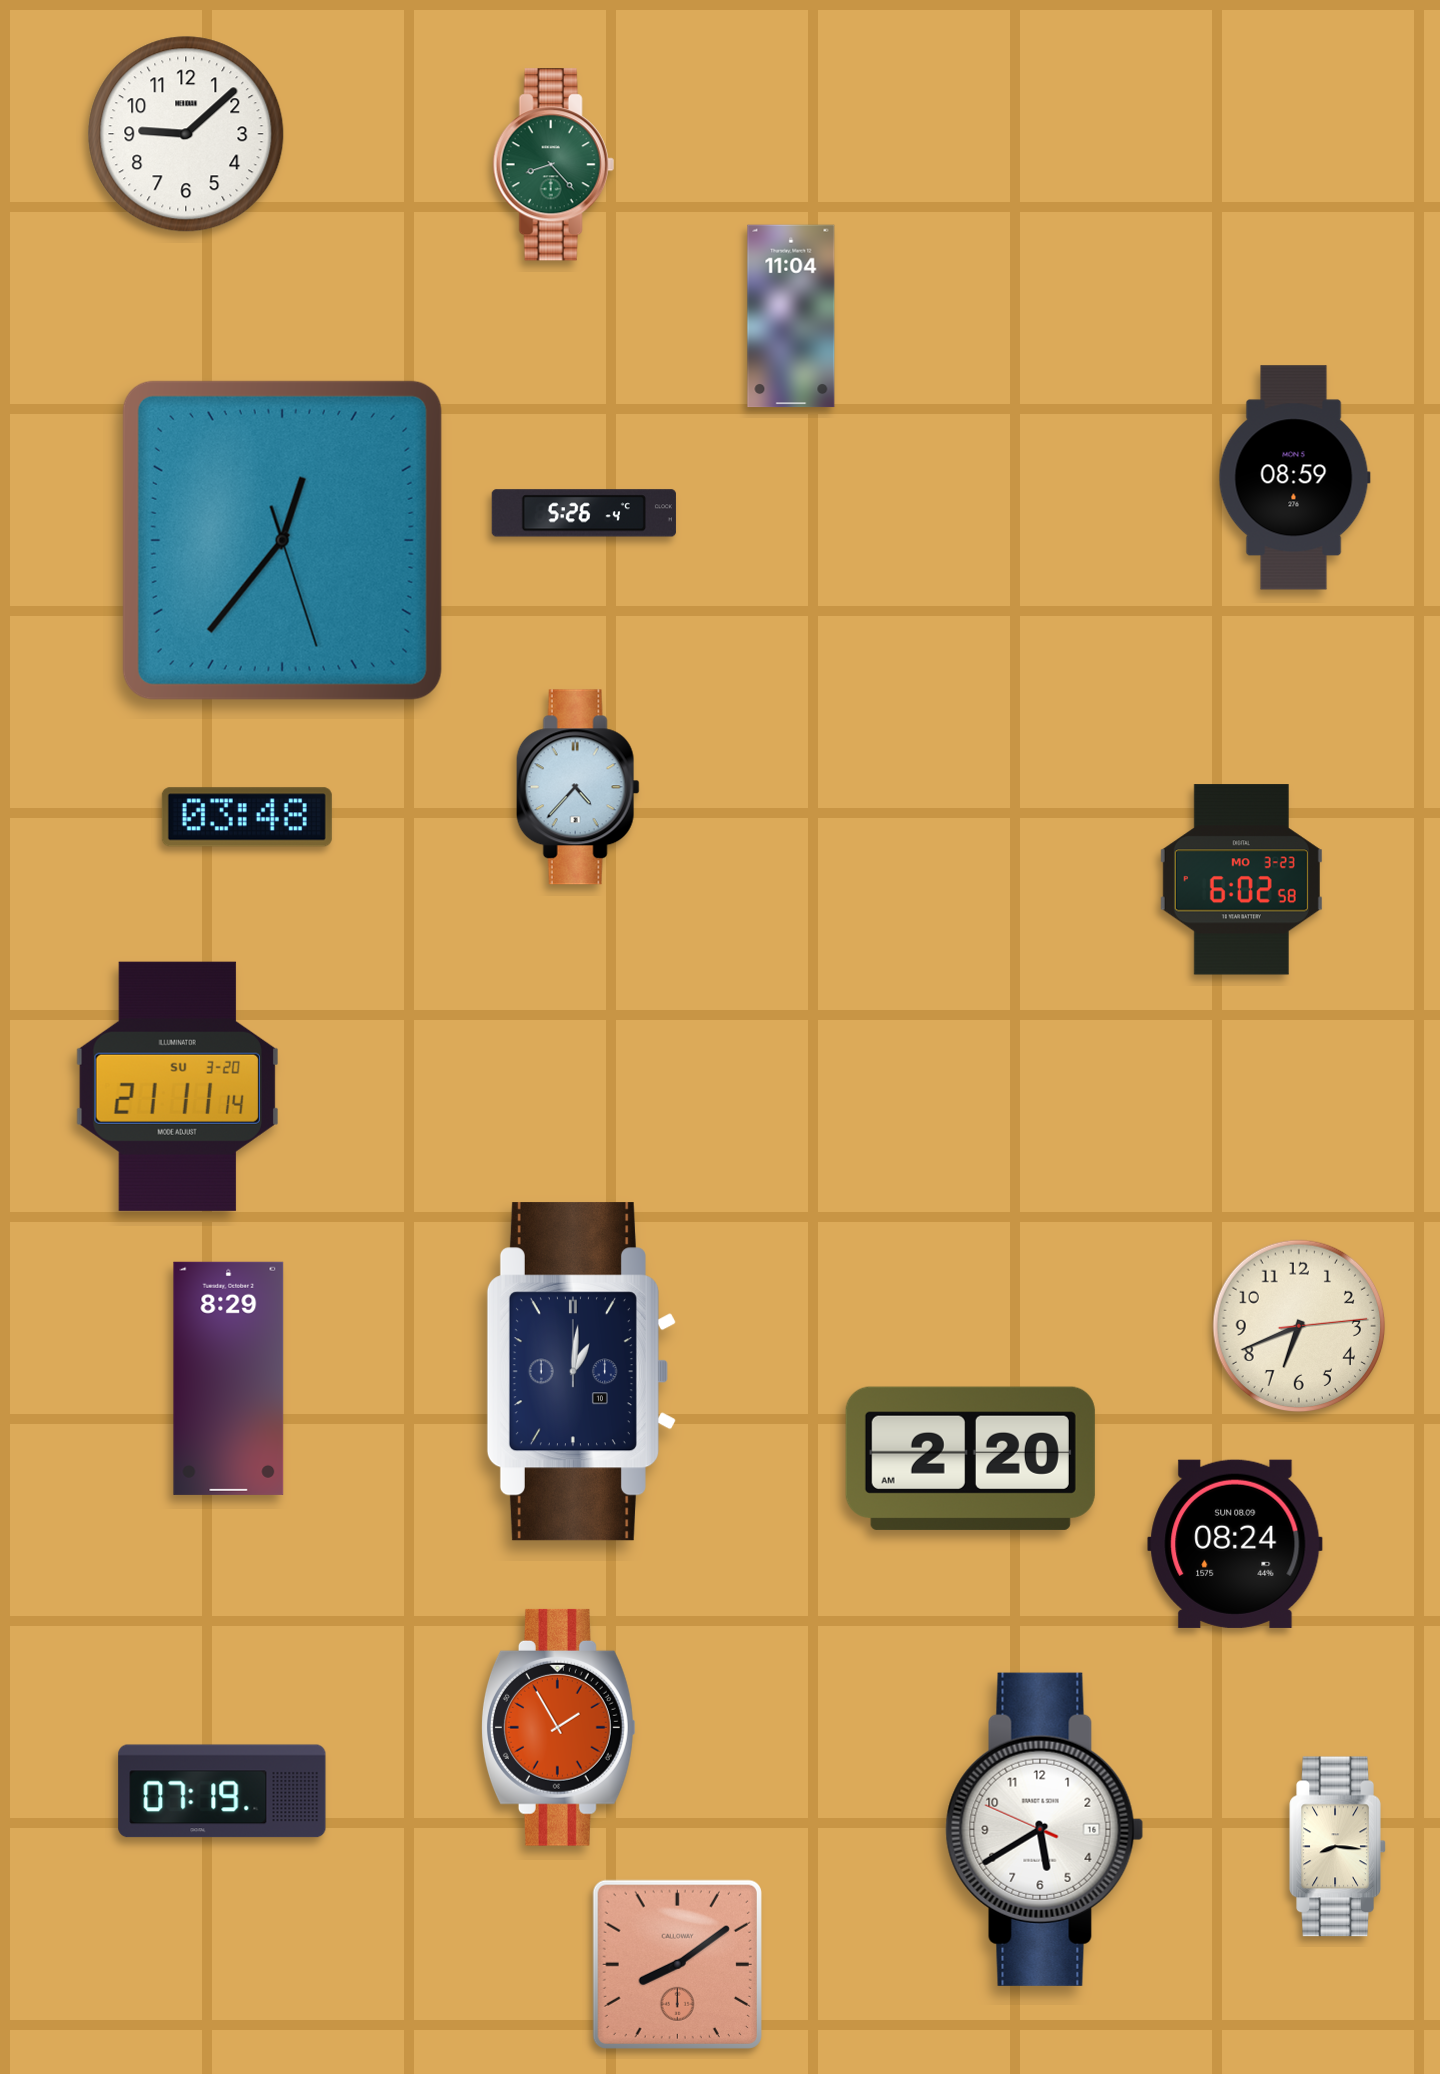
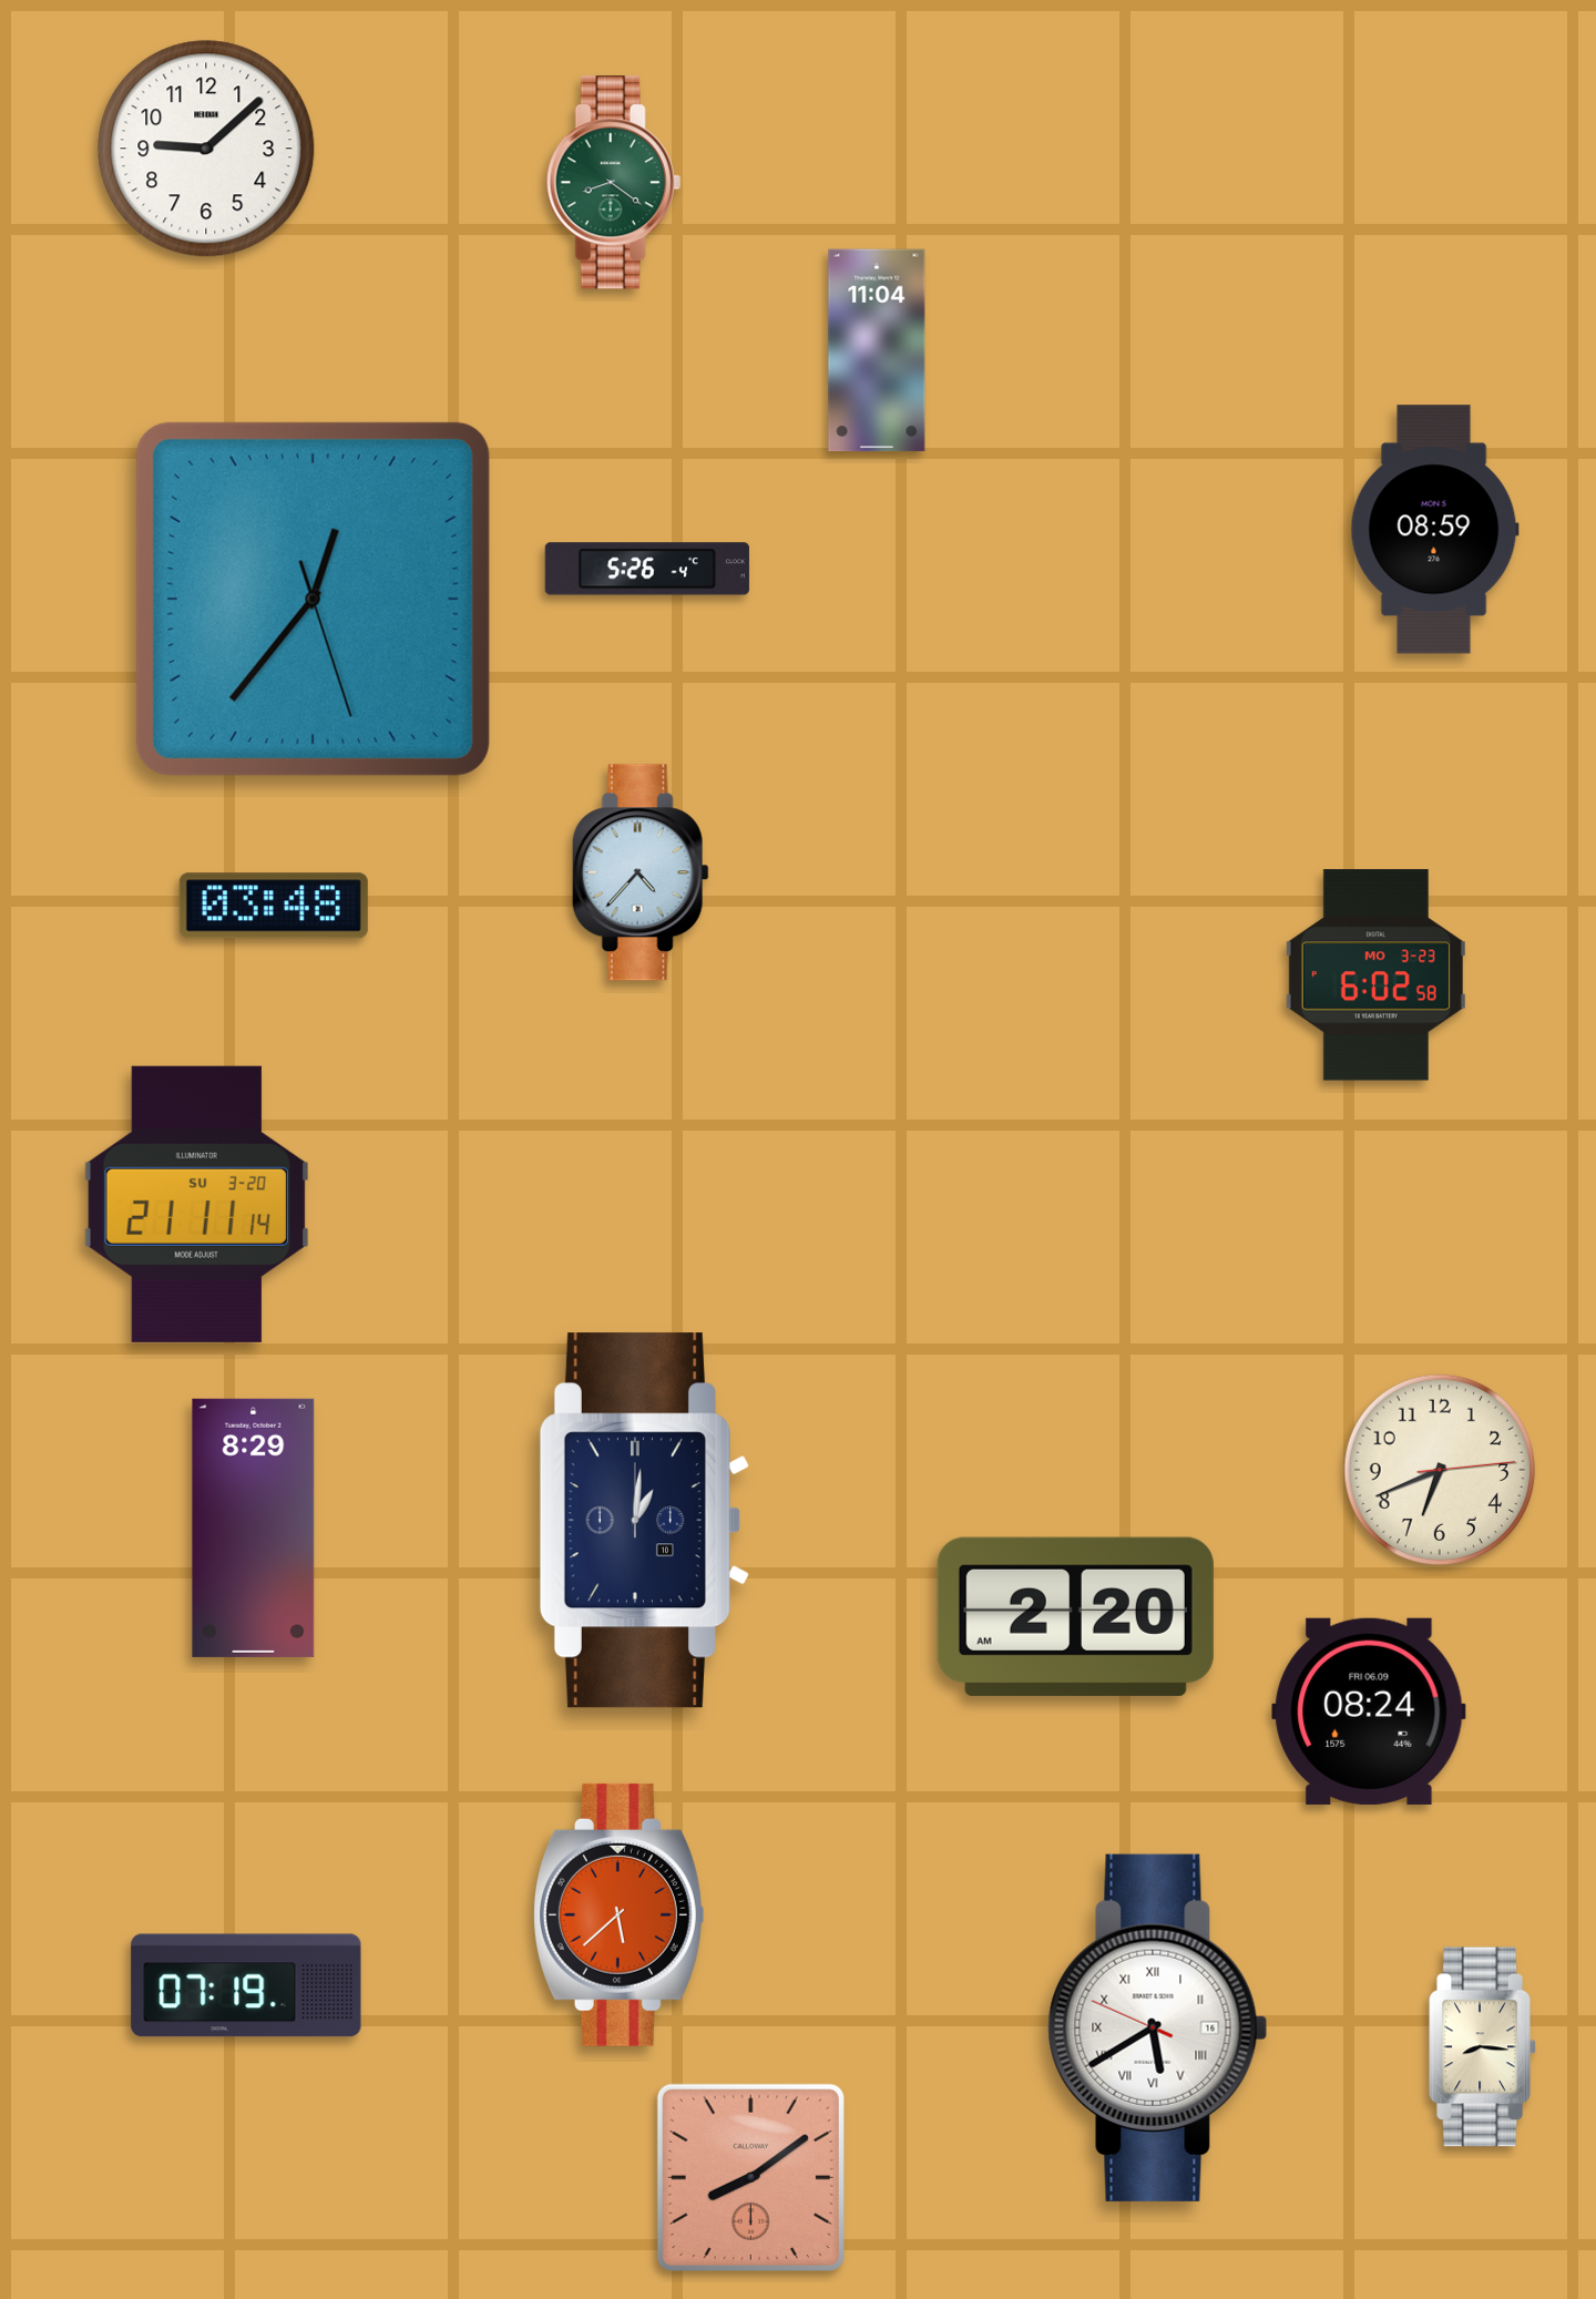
clock at (553, 165): 8:23 -> 8:21
clock at (1235, 1544) date: SUN 08.09 -> FRI 06.09
clock at (558, 1727): 1:55 -> 5:38
clock at (1045, 1829) numerals: Arabic -> Roman
